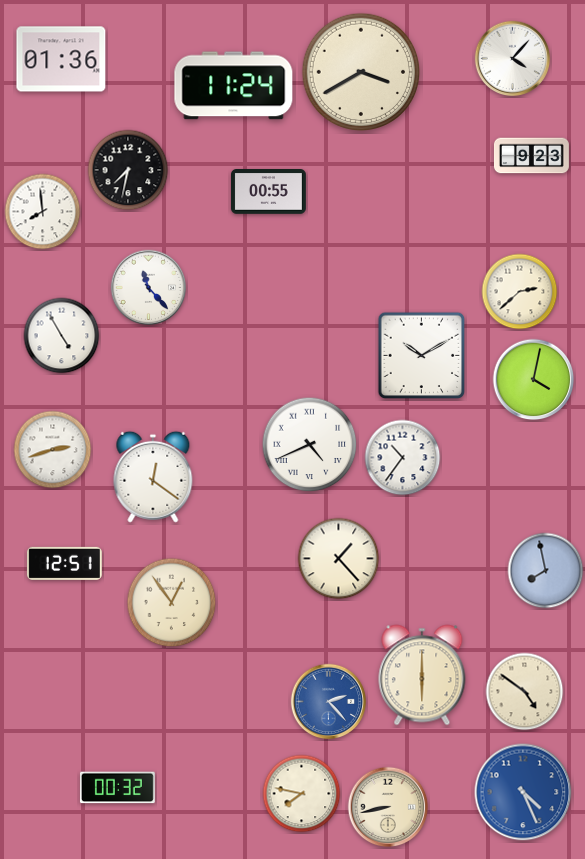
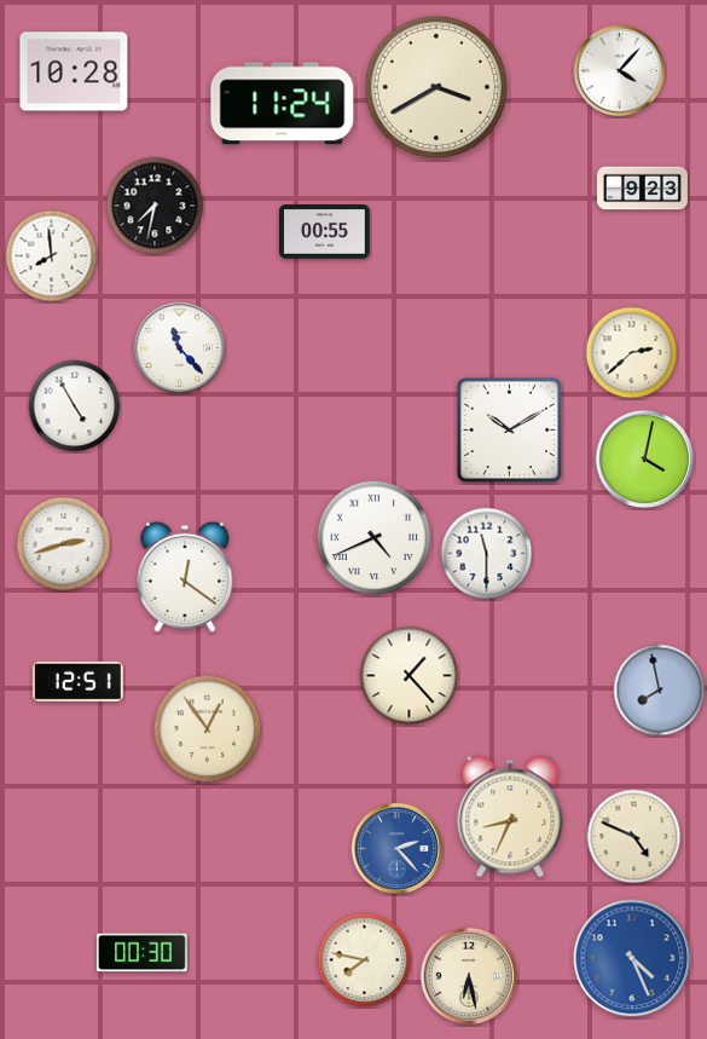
clock at (61, 59): 01:36 -> 10:28
clock at (520, 292) position: (520, 292) -> (632, 353)
clock at (403, 458): 10:36 -> 11:30
clock at (422, 675): 6:00 -> 8:34
clock at (525, 692): 4:51 -> 4:49
clock at (117, 788): 00:32 -> 00:30
clock at (388, 807): 8:43 -> 6:28
